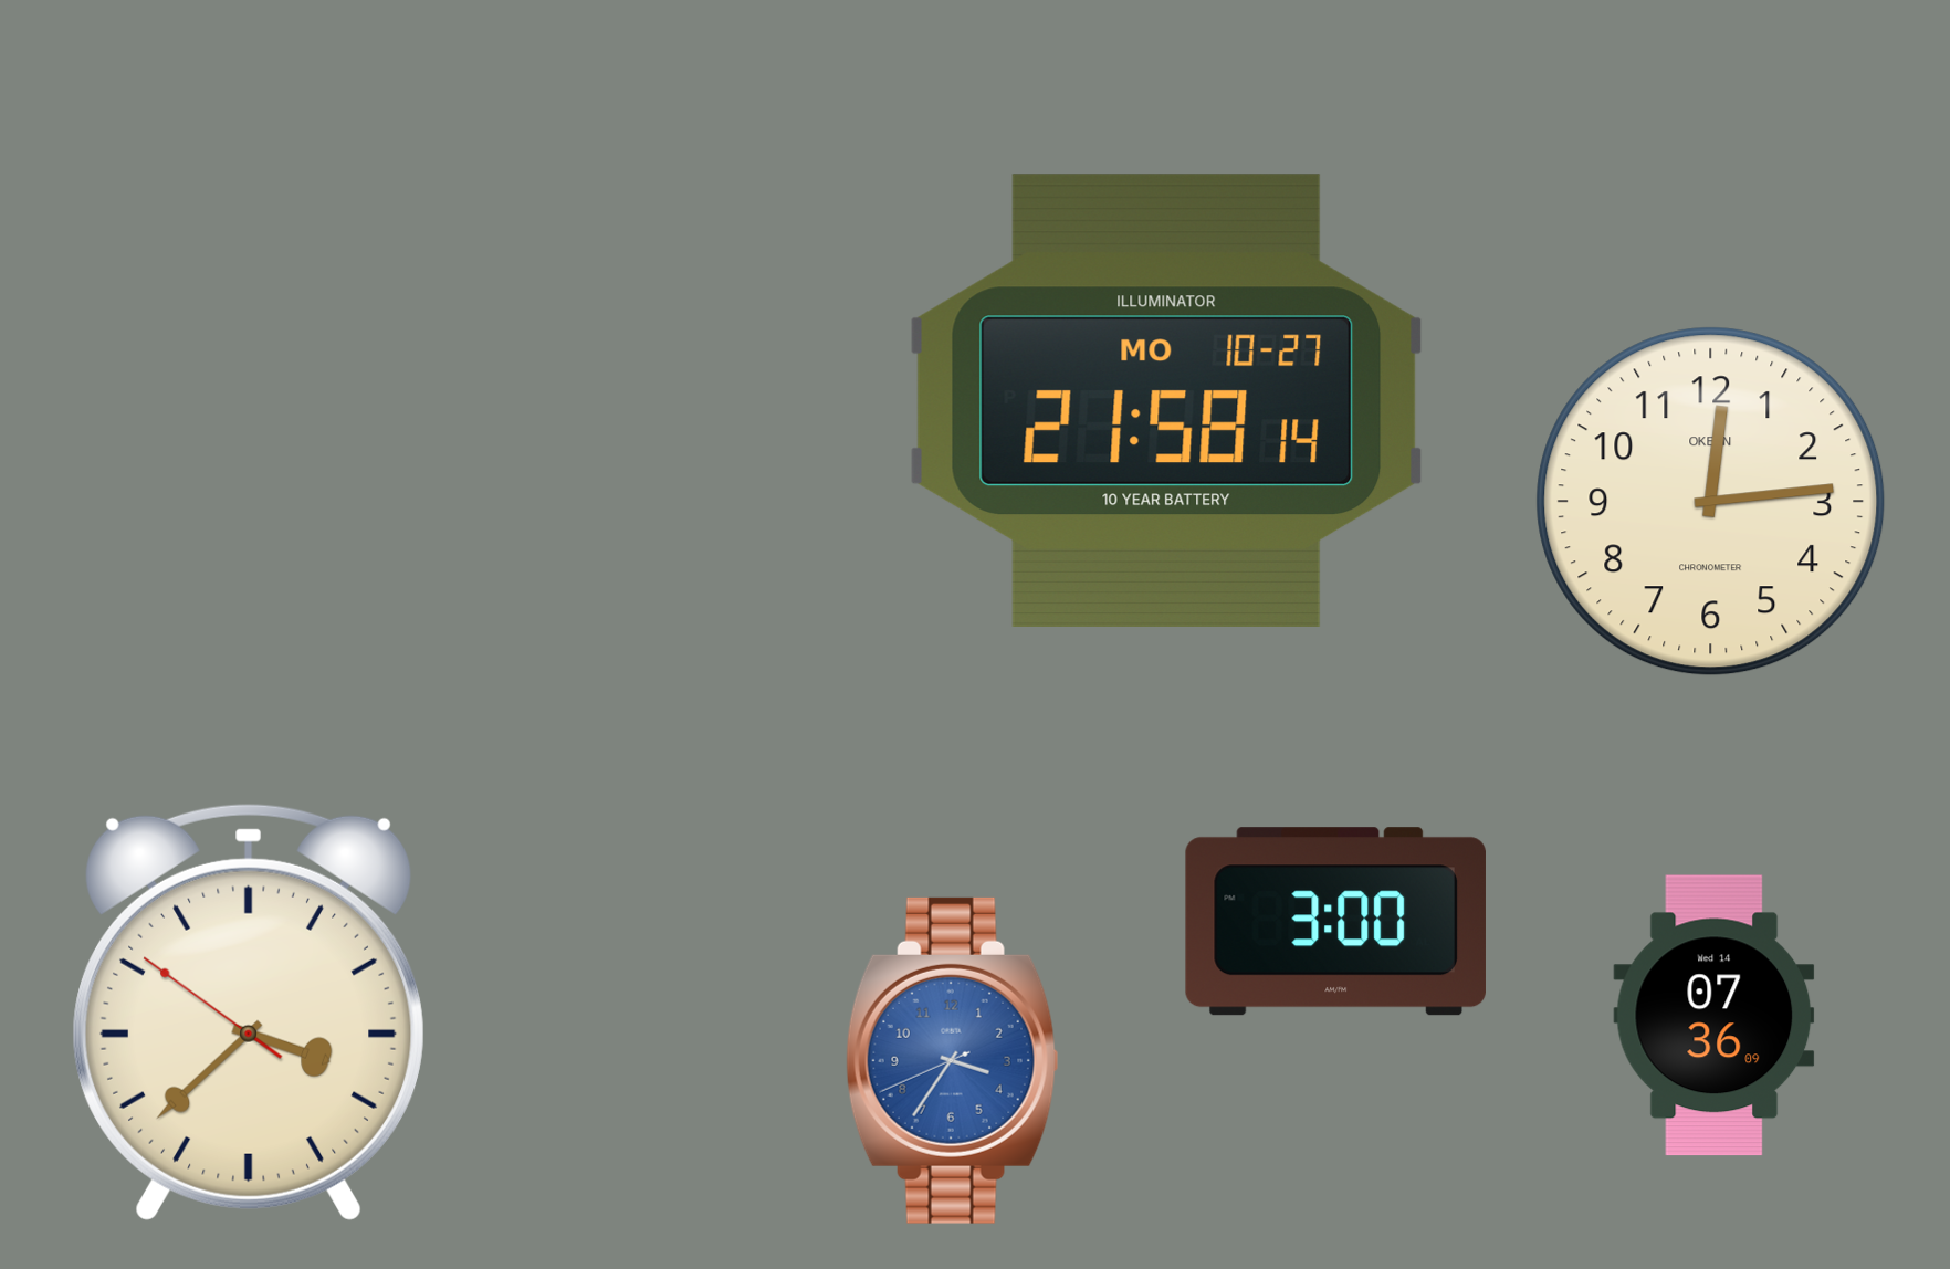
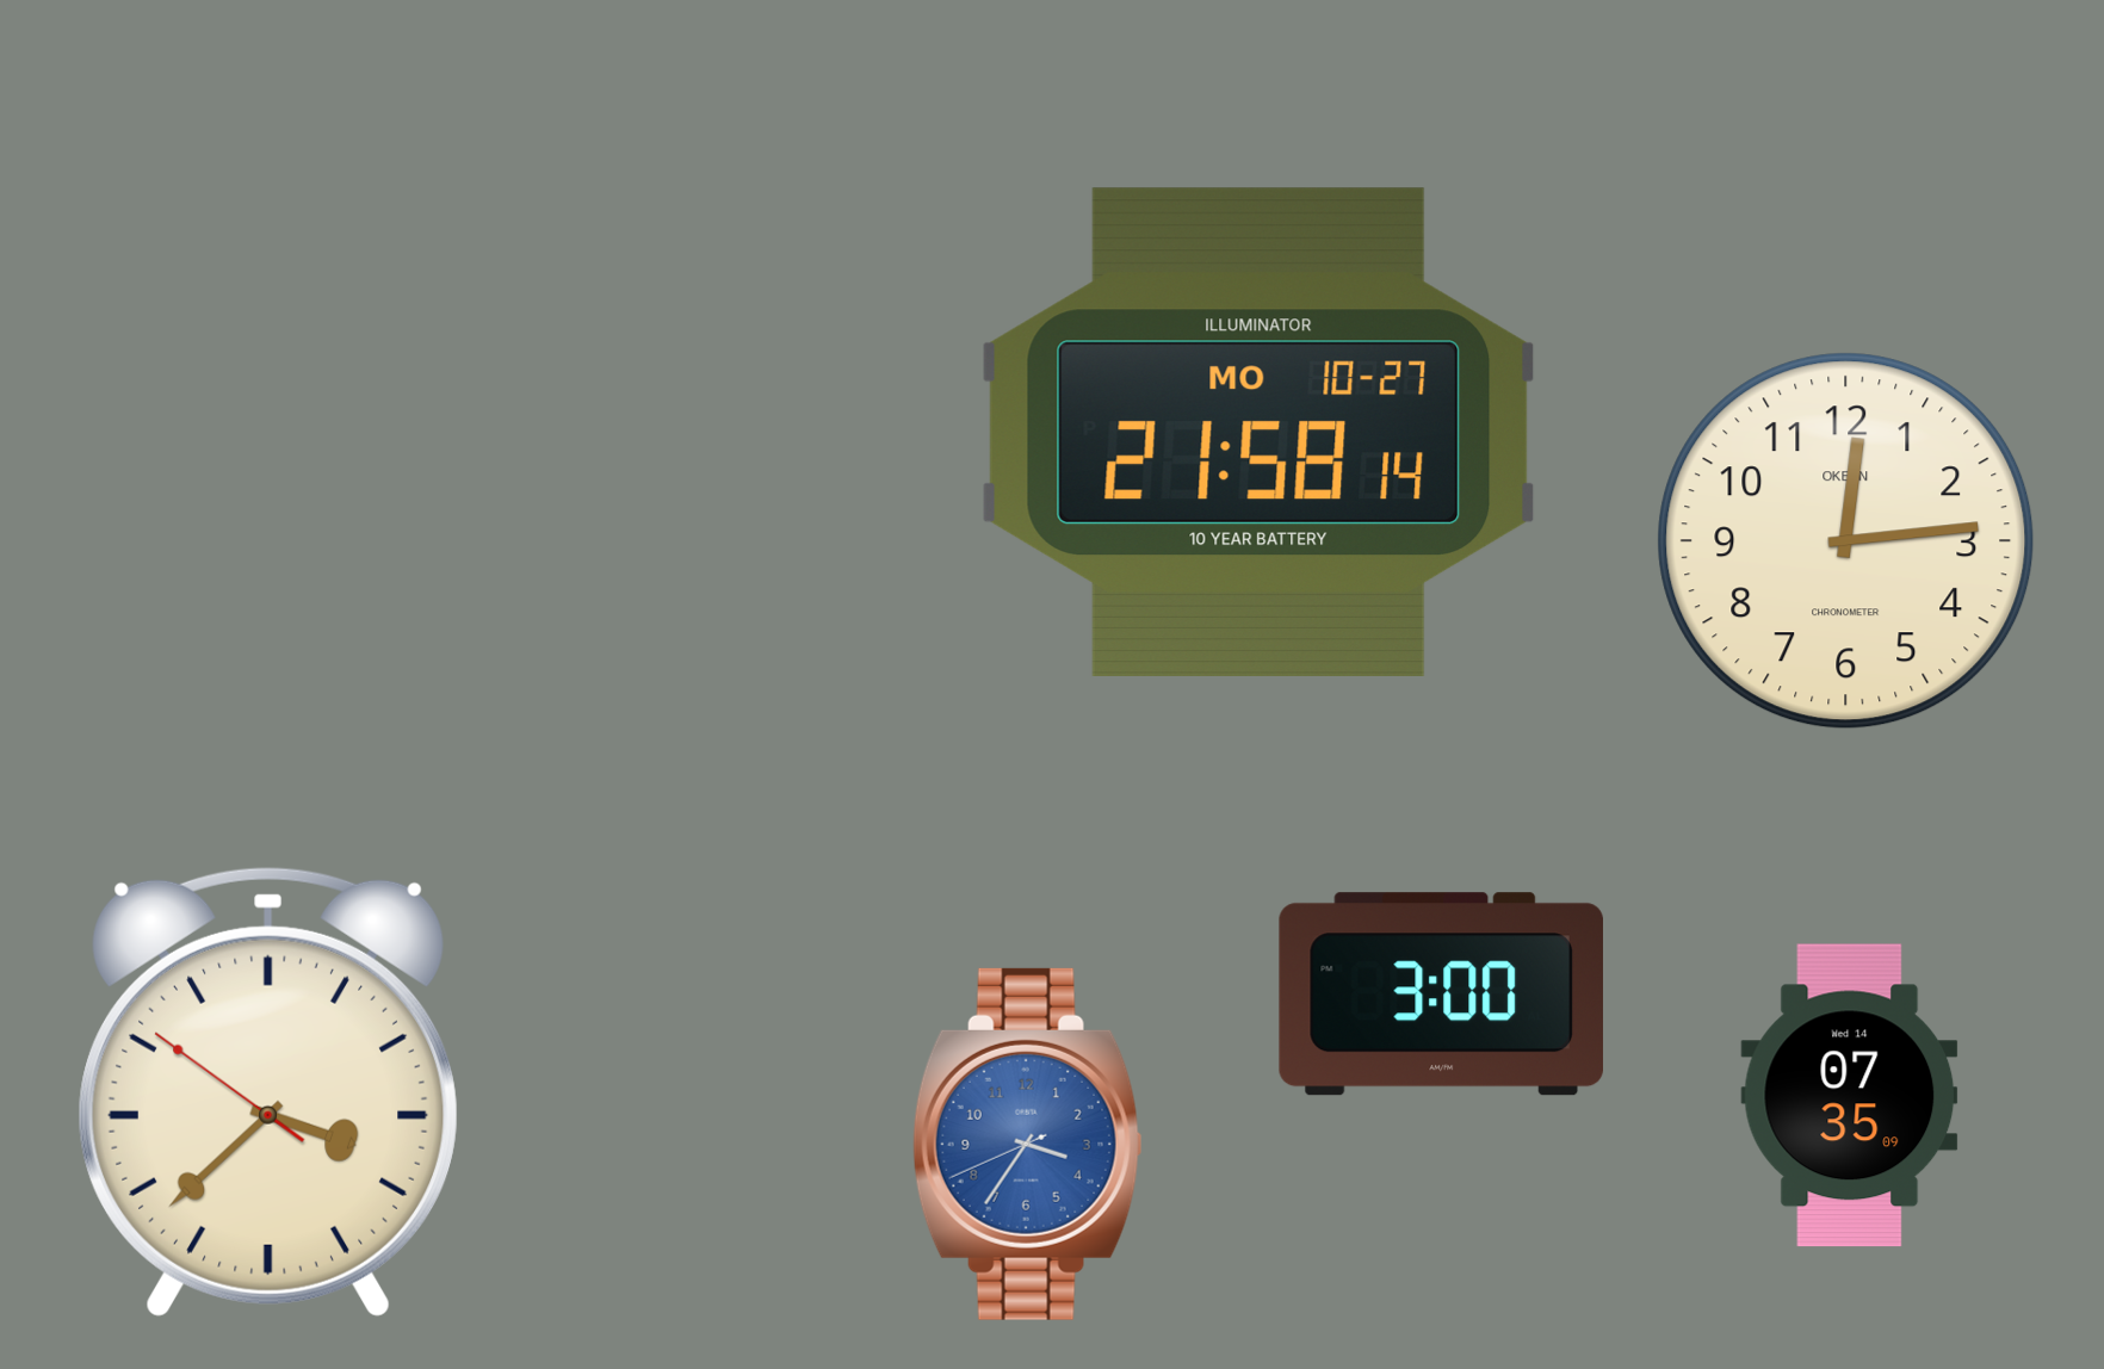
clock at (1715, 1016): 07:36 -> 07:35
